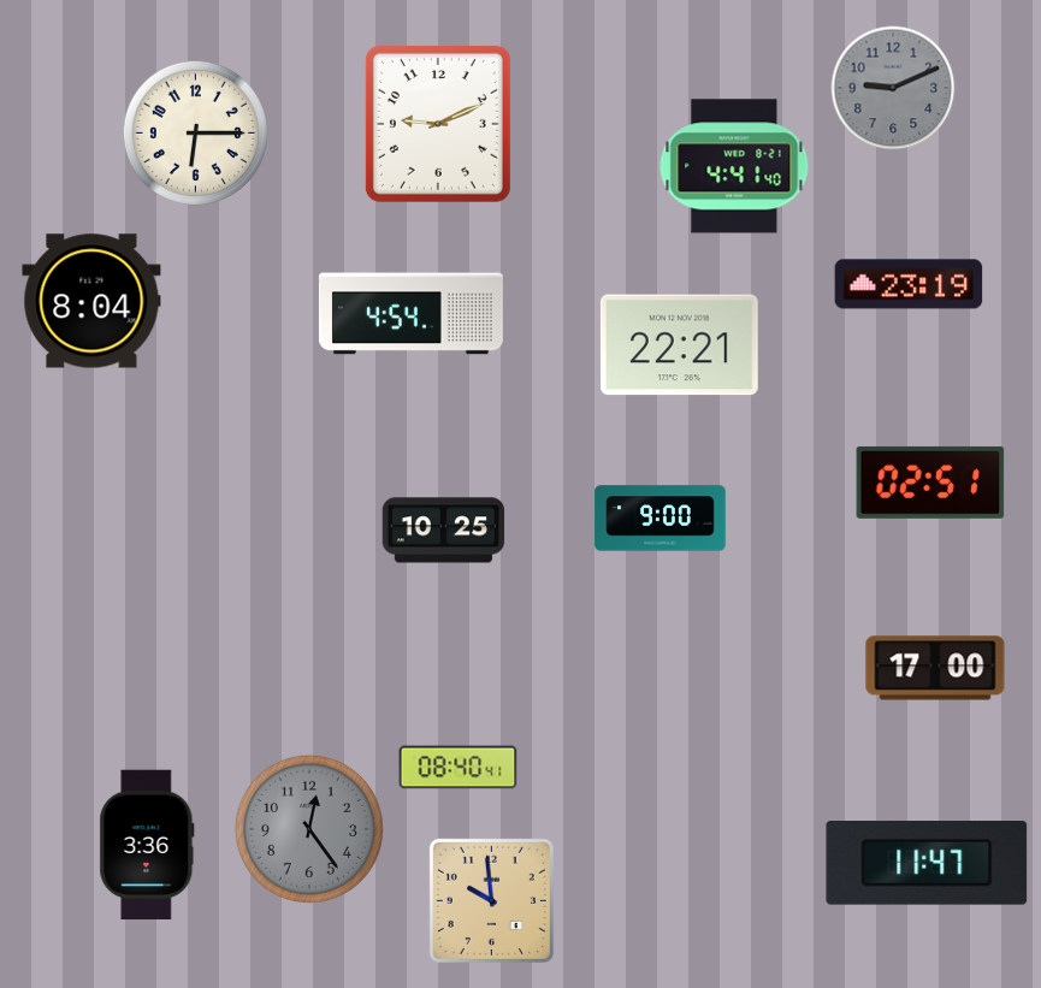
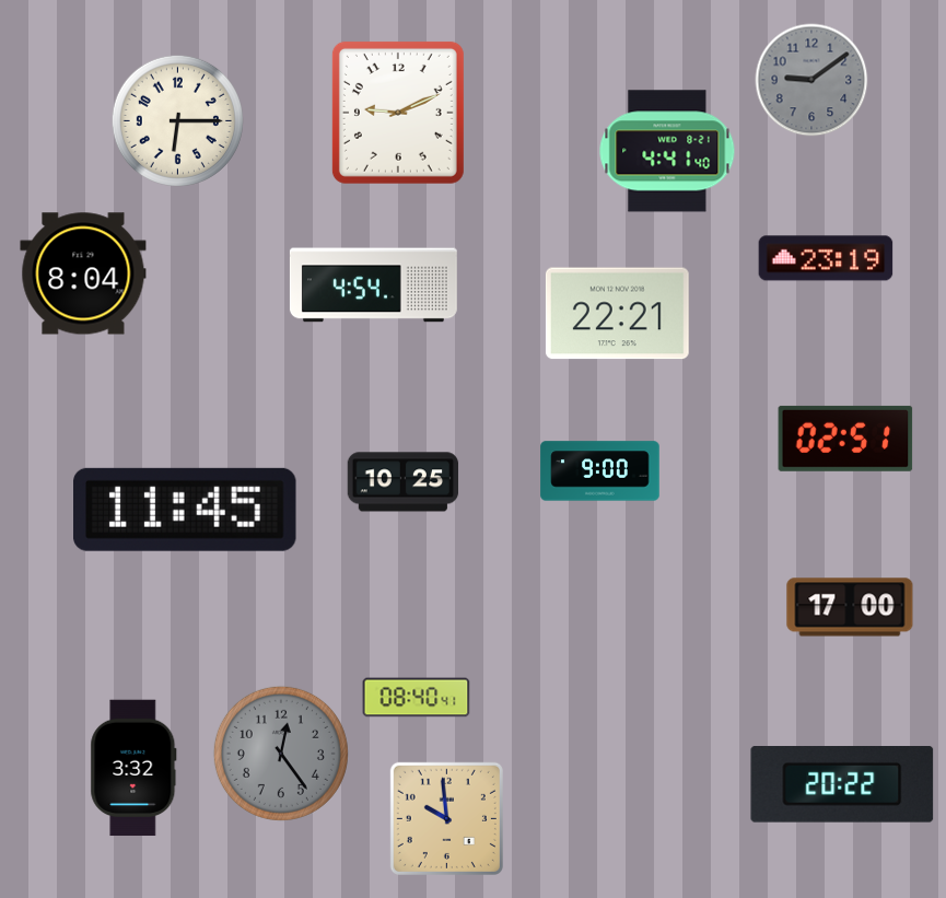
clock at (893, 88): 9:11 -> 9:09
clock at (186, 510): none -> 11:45
clock at (147, 845): 3:36 -> 3:32
clock at (927, 864): 11:47 -> 20:22
